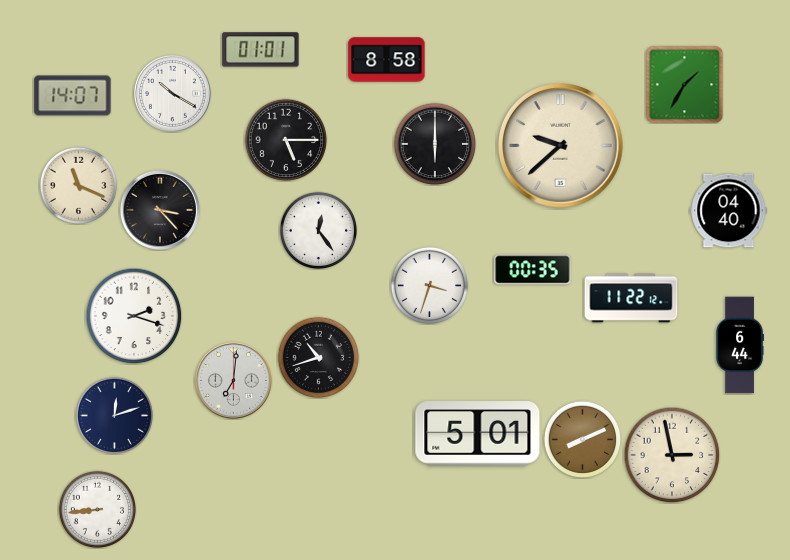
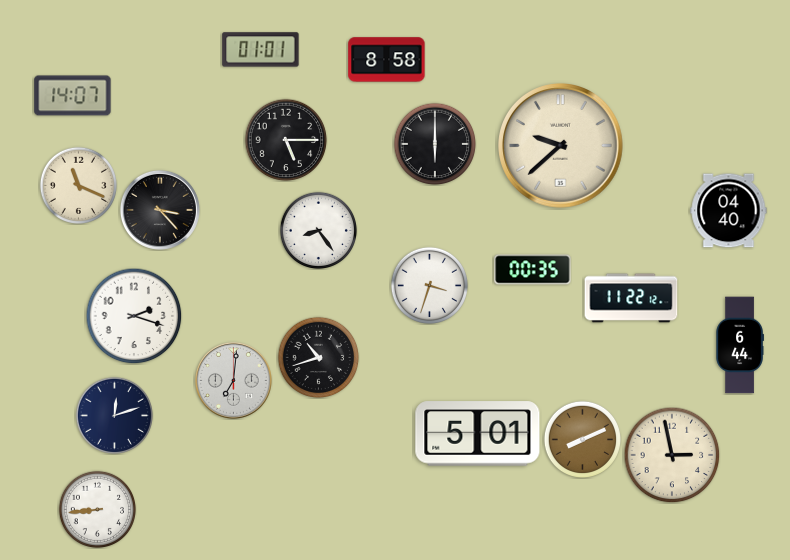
clock at (684, 84): 1:35 -> none
clock at (172, 93): 10:20 -> none
clock at (318, 230): 12:24 -> 8:24
